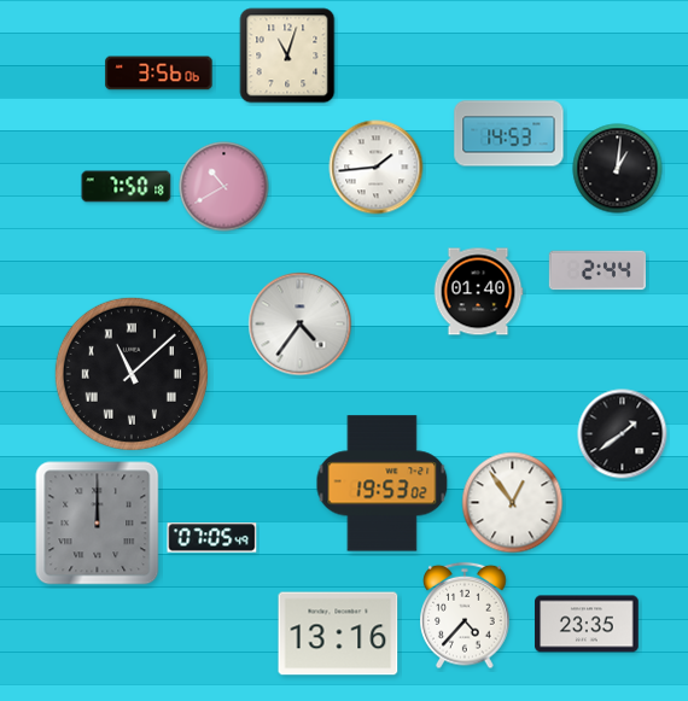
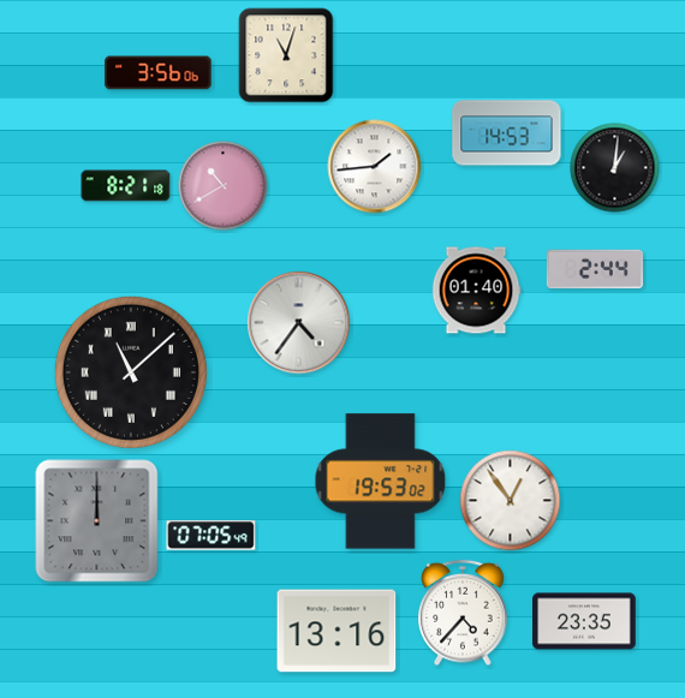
clock at (127, 187): 7:50 -> 8:21
clock at (623, 434): 1:39 -> none
